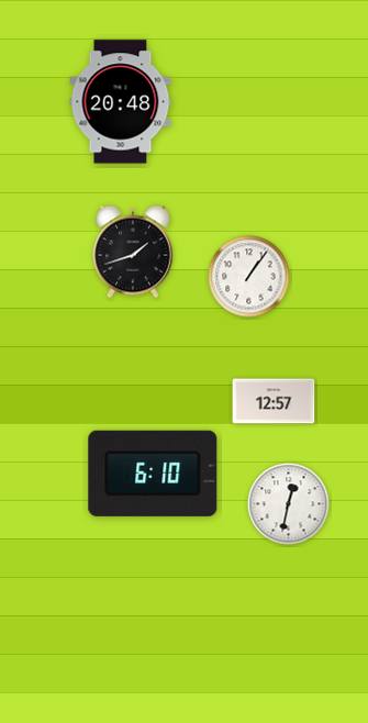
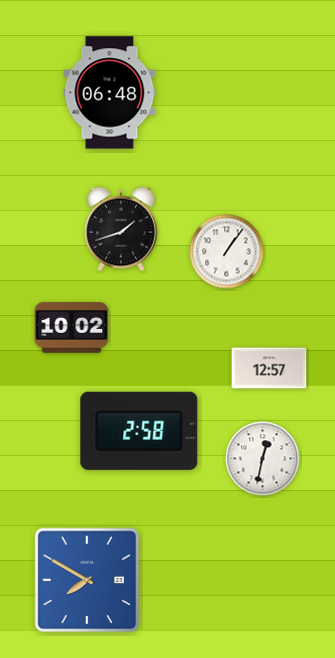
clock at (121, 102): 20:48 -> 06:48
clock at (72, 328): none -> 10:02
clock at (274, 401) position: (274, 401) -> (269, 368)
clock at (153, 474): 6:10 -> 2:58
clock at (87, 580): none -> 7:50
